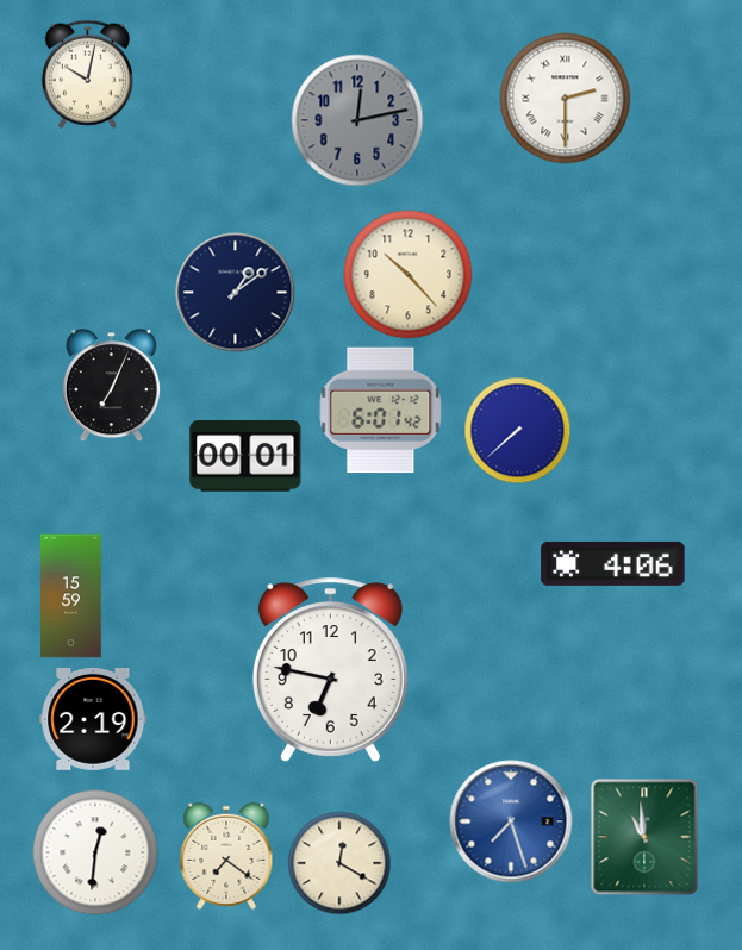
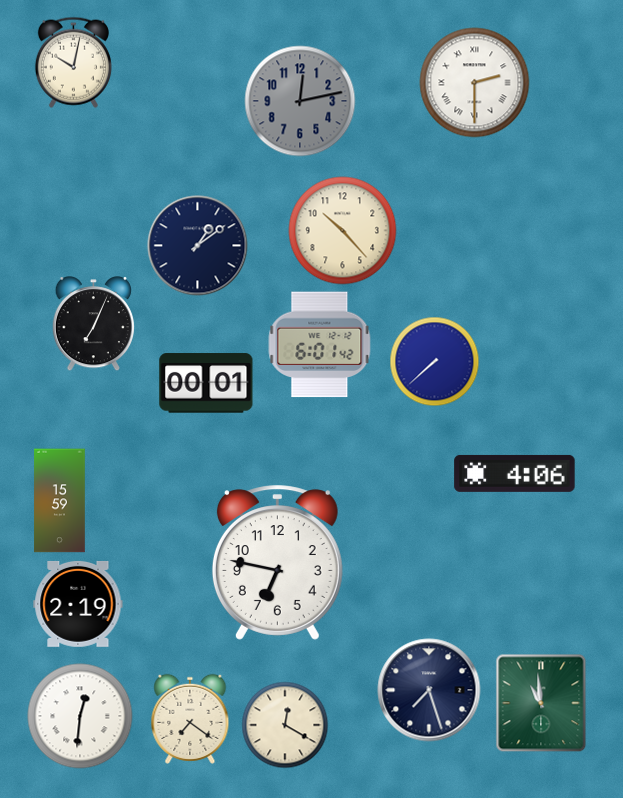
clock at (511, 821) dial: blue -> navy
